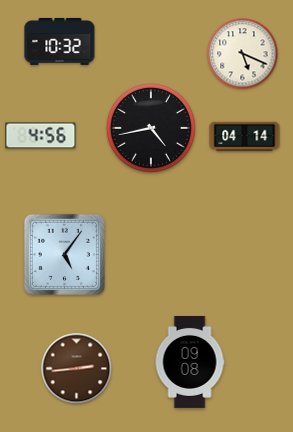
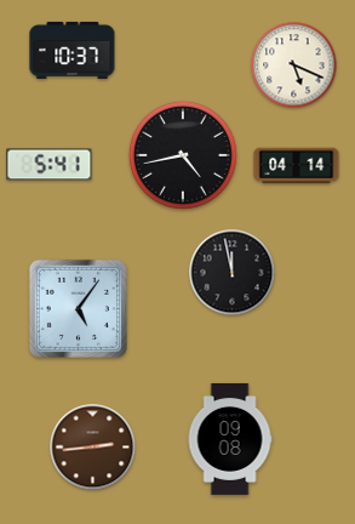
clock at (60, 41): 10:32 -> 10:37
clock at (41, 136): 4:56 -> 5:41
clock at (233, 273): none -> 11:58
